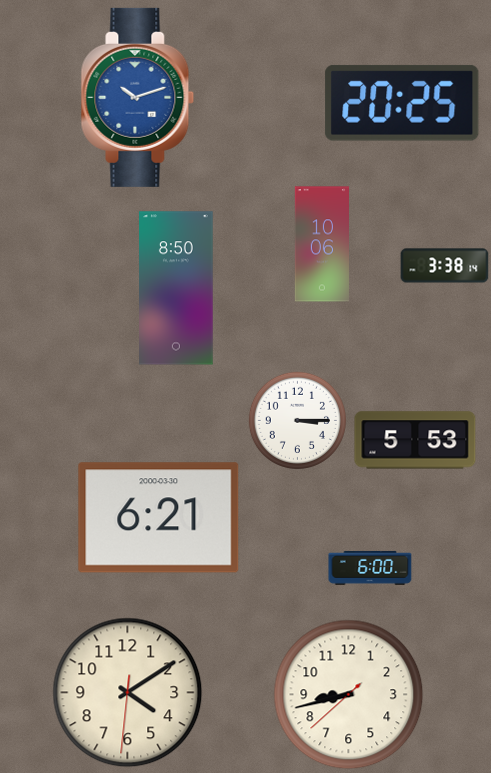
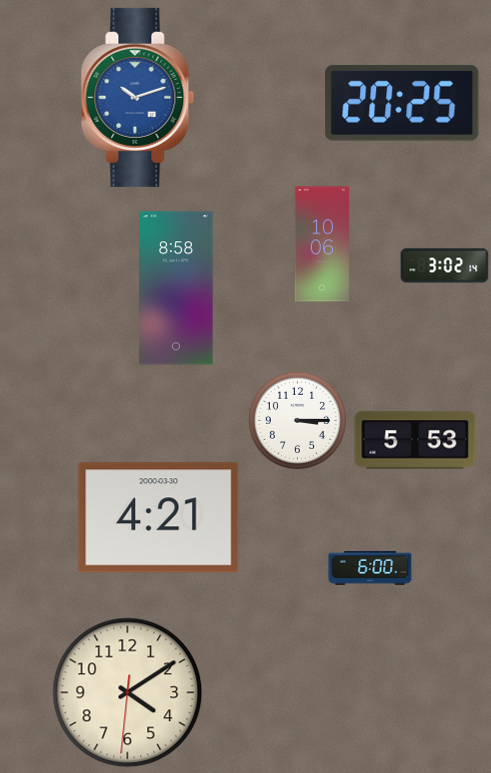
clock at (445, 266): 3:38 -> 3:02
clock at (176, 288): 8:50 -> 8:58
clock at (159, 518): 6:21 -> 4:21
clock at (349, 695): 8:42 -> none
